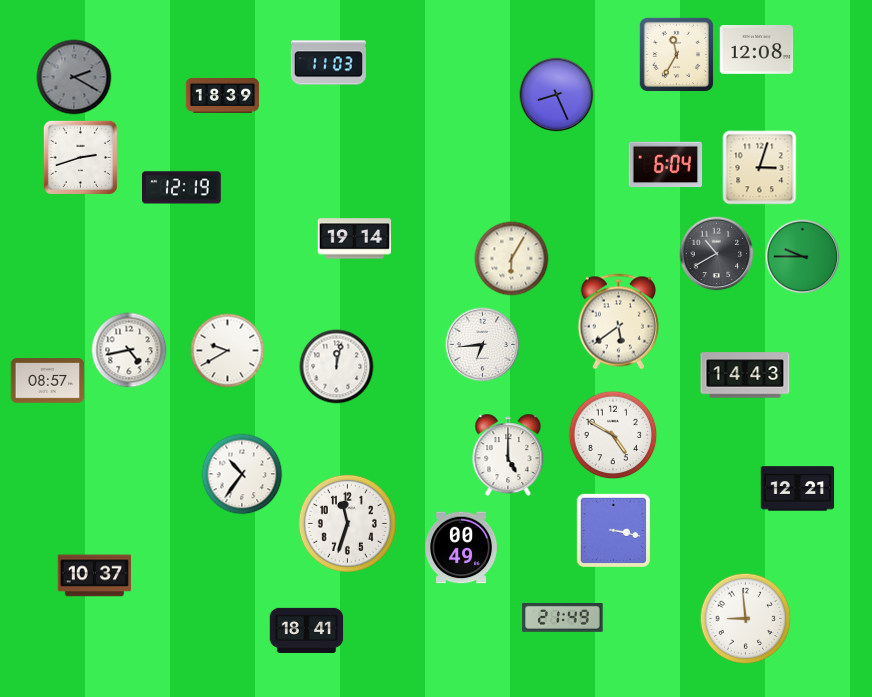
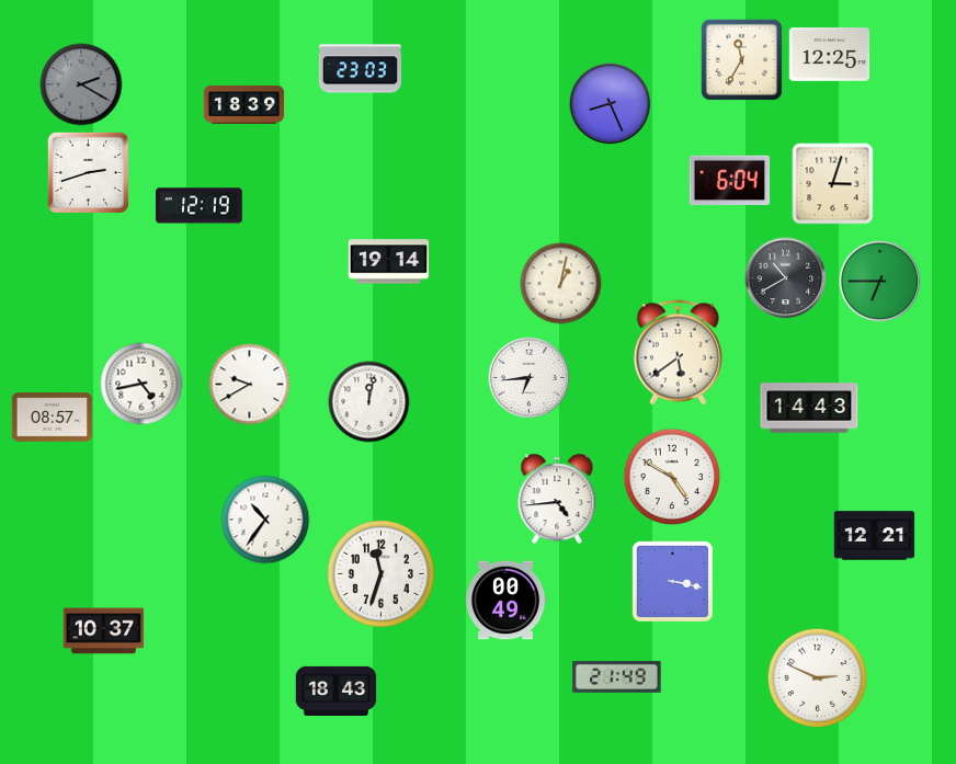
clock at (757, 50): 12:08 -> 12:25
clock at (328, 63): 11:03 -> 23:03
clock at (803, 257): 9:45 -> 6:45
clock at (512, 259): 6:05 -> 1:02
clock at (745, 375) position: (745, 375) -> (809, 408)
clock at (508, 455): 5:00 -> 4:44
clock at (746, 619): 8:59 -> 2:49
clock at (307, 630): 18:41 -> 18:43
